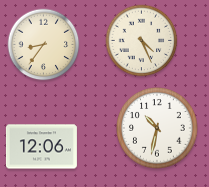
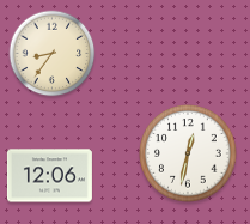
clock at (142, 41): 4:26 -> none
clock at (157, 128): 10:32 -> 12:32
